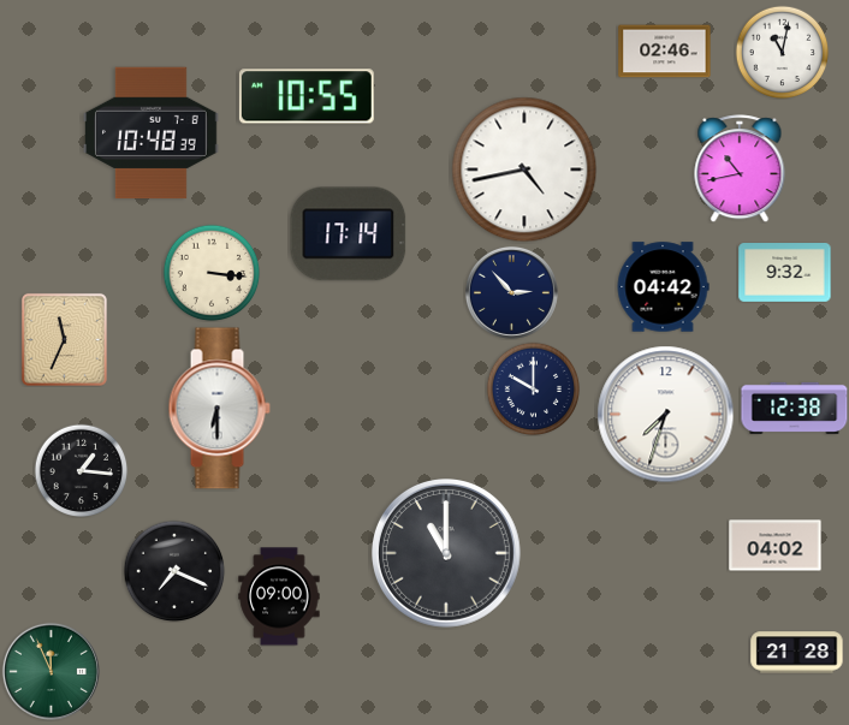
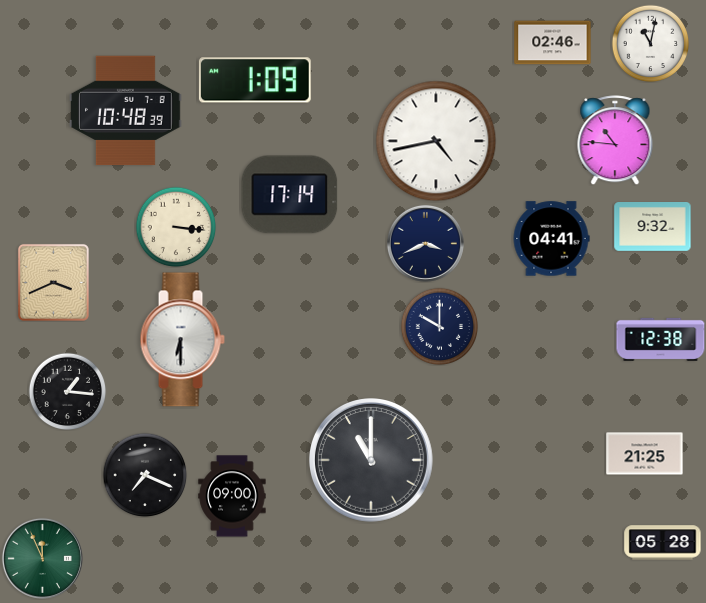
clock at (307, 96): 10:55 -> 1:09
clock at (740, 168): 10:43 -> 10:46
clock at (663, 287): 04:42 -> 04:41
clock at (511, 292): 2:53 -> 3:41
clock at (64, 339): 11:34 -> 3:41
clock at (533, 388) position: (533, 388) -> (439, 326)
clock at (666, 415): 7:33 -> none
clock at (776, 546): 04:02 -> 21:25
clock at (797, 653): 21:28 -> 05:28
